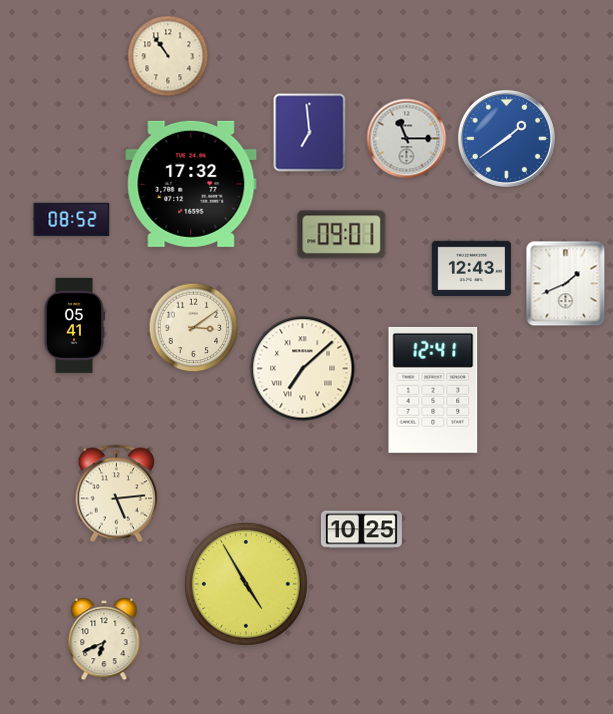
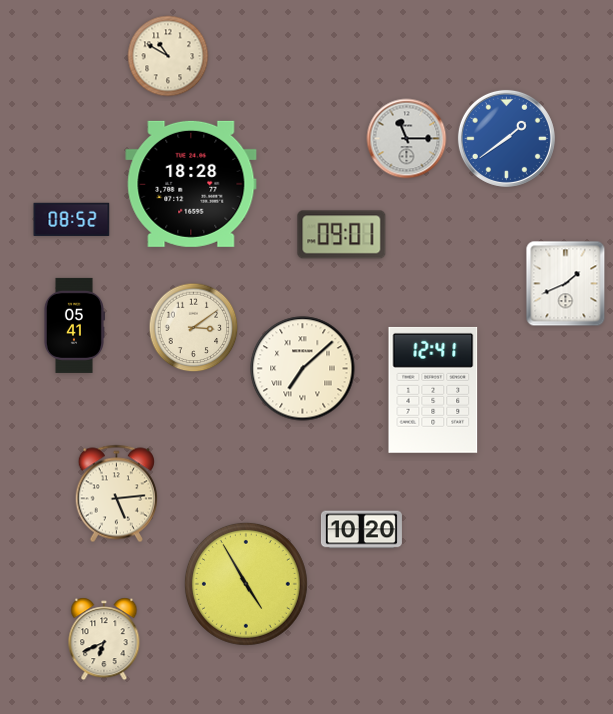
clock at (168, 56): 10:54 -> 10:50
clock at (310, 133): 6:59 -> none
clock at (191, 184): 17:32 -> 18:28
clock at (471, 268): 12:43 -> none
clock at (361, 530): 10:25 -> 10:20
